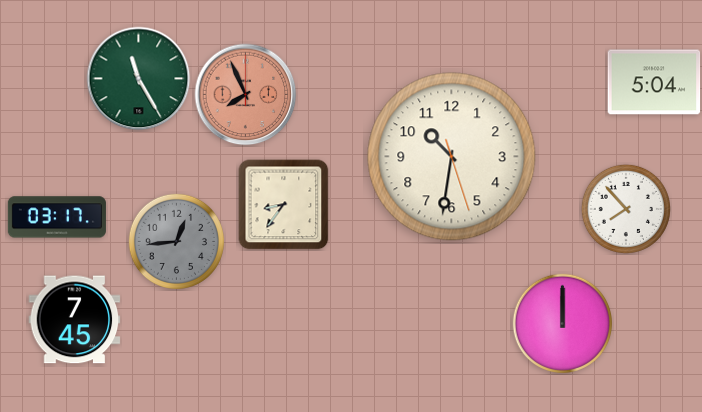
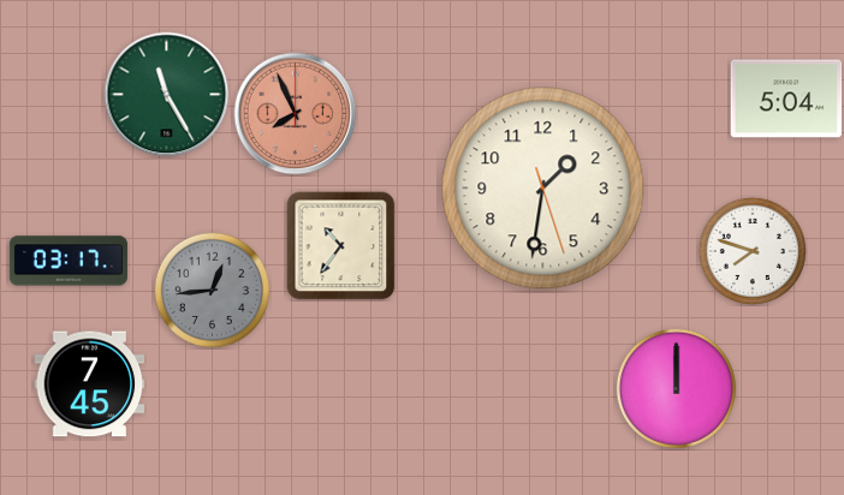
clock at (452, 157): 10:31 -> 1:31
clock at (284, 205): 8:36 -> 10:36
clock at (626, 209): 7:53 -> 7:48
